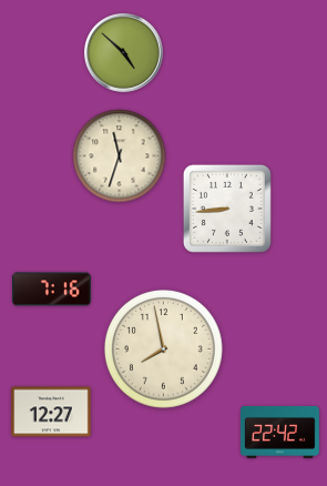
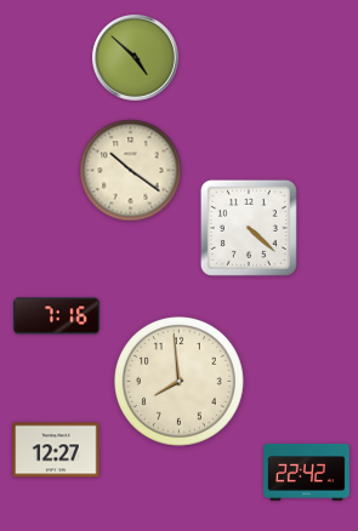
clock at (120, 156): 11:33 -> 10:21
clock at (227, 209): 8:44 -> 4:22
clock at (163, 348): 7:58 -> 7:59
